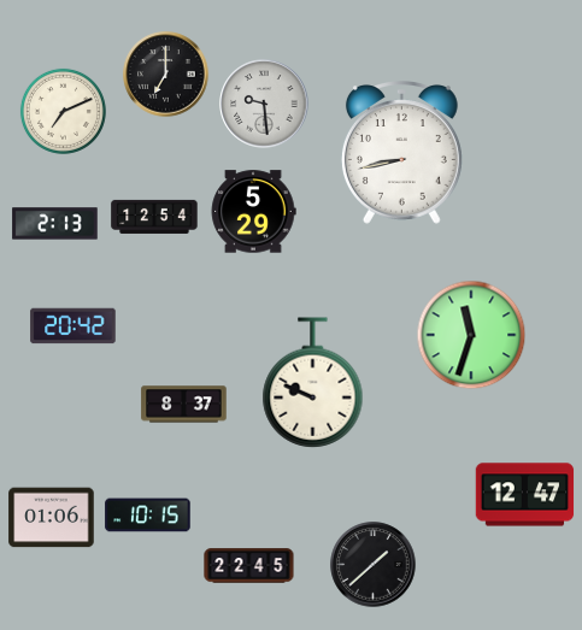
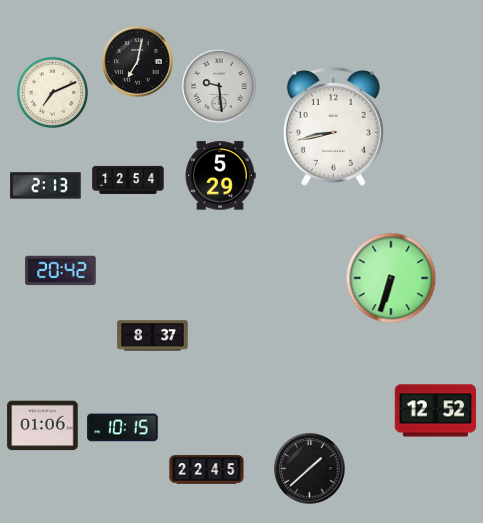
clock at (166, 75): 7:00 -> 7:02
clock at (253, 212) position: (253, 212) -> (220, 176)
clock at (471, 335): 11:33 -> 6:33
clock at (313, 383): 9:49 -> none
clock at (525, 495): 12:47 -> 12:52
clock at (52, 518) position: (52, 518) -> (43, 426)
